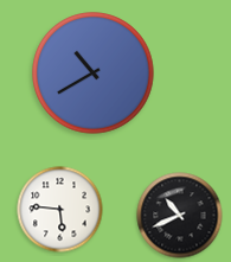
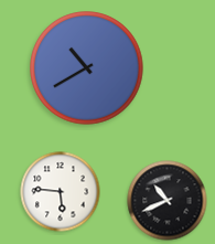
clock at (60, 210) position: (60, 210) -> (61, 192)
